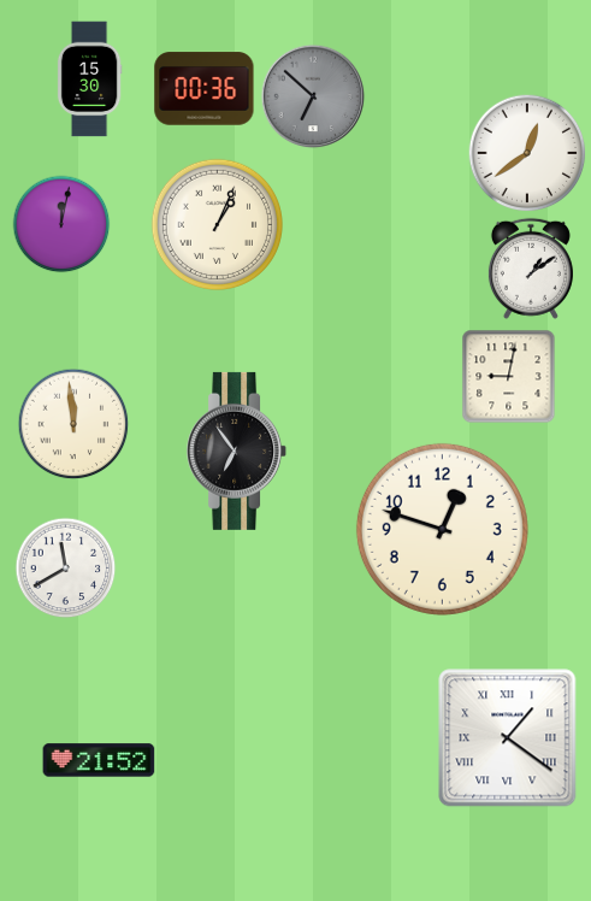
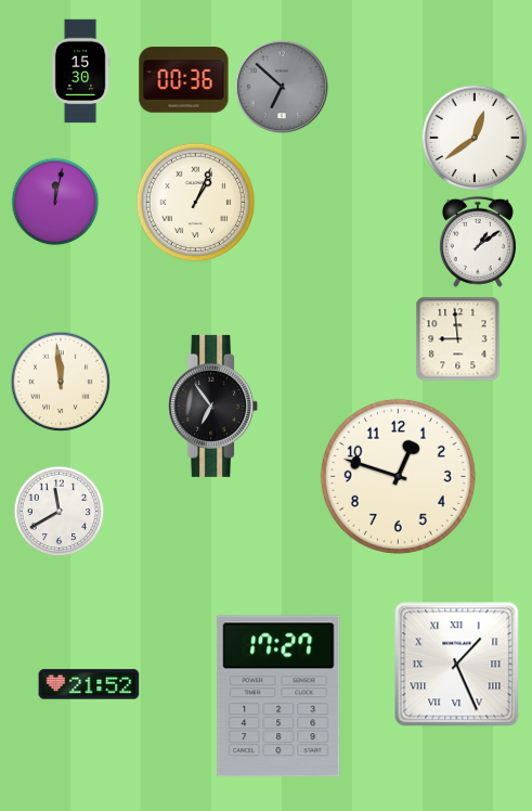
clock at (509, 377): 9:02 -> 8:59
clock at (73, 424) position: (73, 424) -> (61, 382)
clock at (508, 738): 1:21 -> 1:26
clock at (278, 696): none -> 17:27
